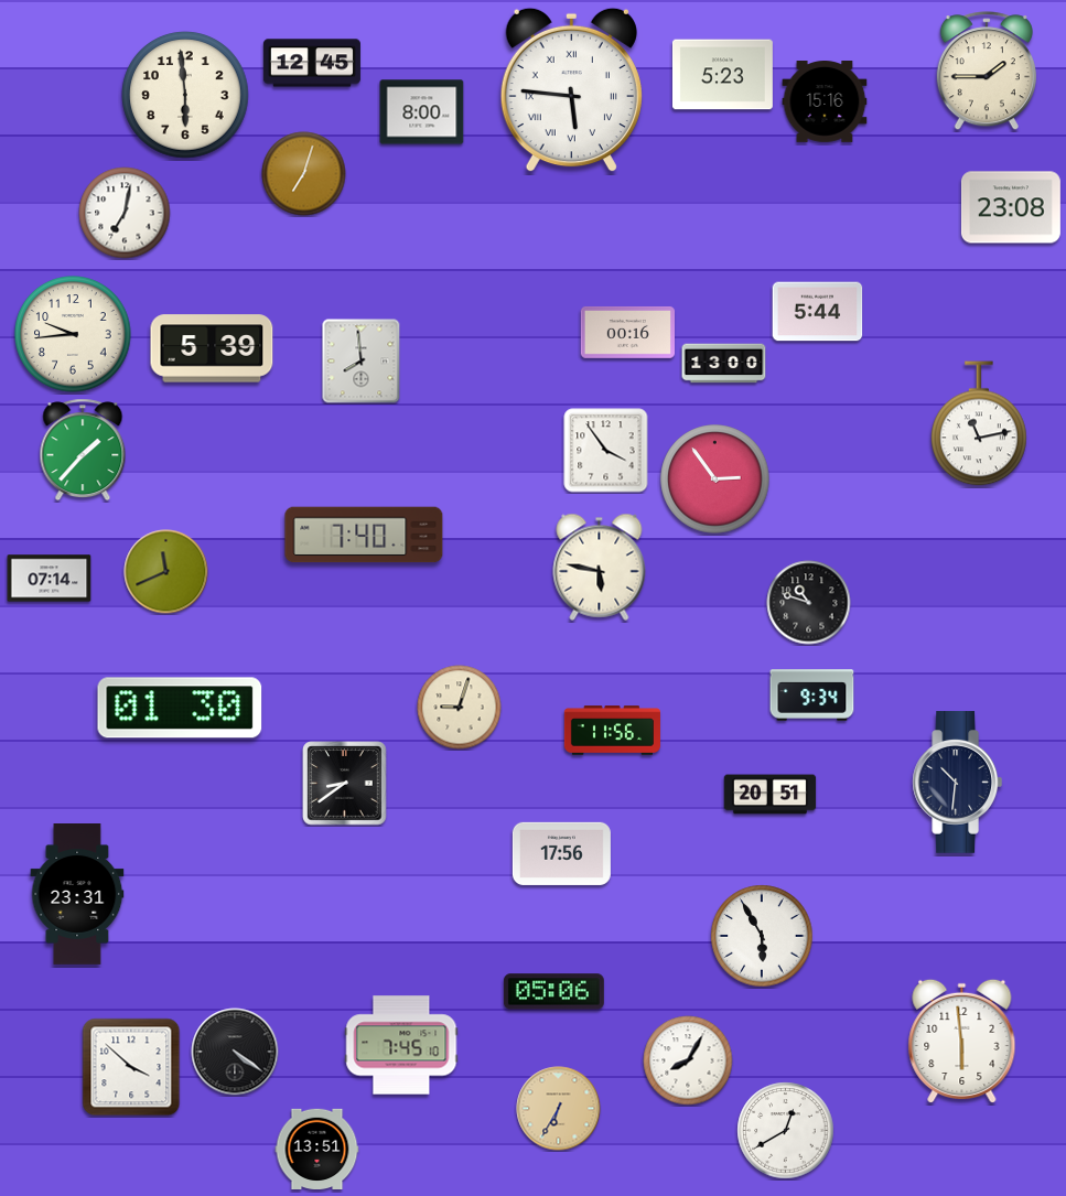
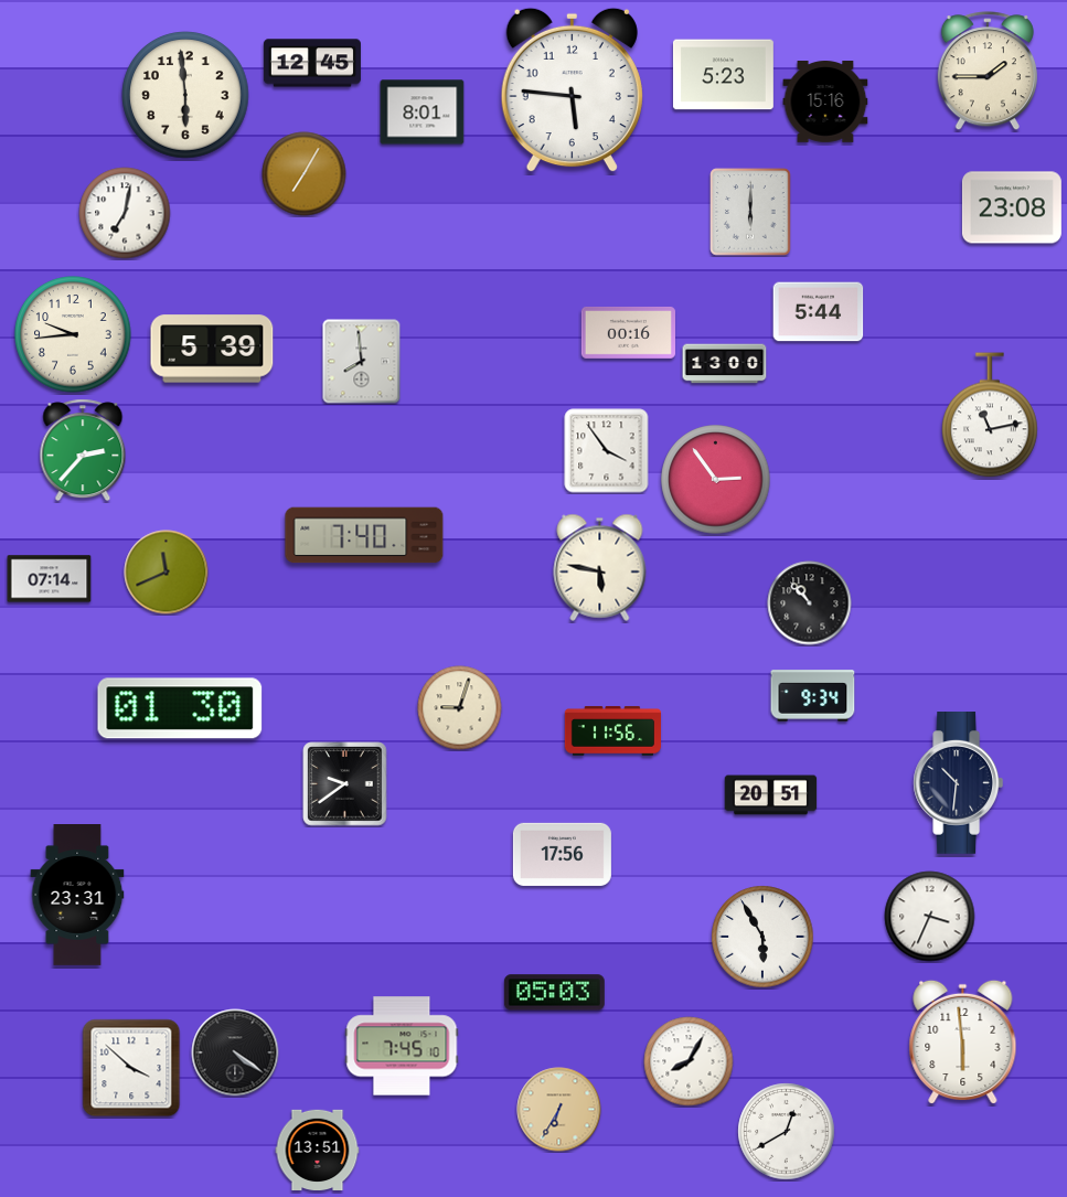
clock at (571, 90) numerals: Roman -> Arabic
clock at (422, 112): 8:00 -> 8:01
clock at (304, 174): 7:03 -> 7:05
clock at (750, 212): none -> 6:00
clock at (980, 423) position: (980, 423) -> (991, 415)
clock at (83, 450): 1:37 -> 2:37
clock at (809, 603): 10:48 -> 10:53
clock at (345, 784): 8:39 -> 9:39
clock at (930, 917): none -> 3:34
clock at (553, 992): 05:06 -> 05:03
